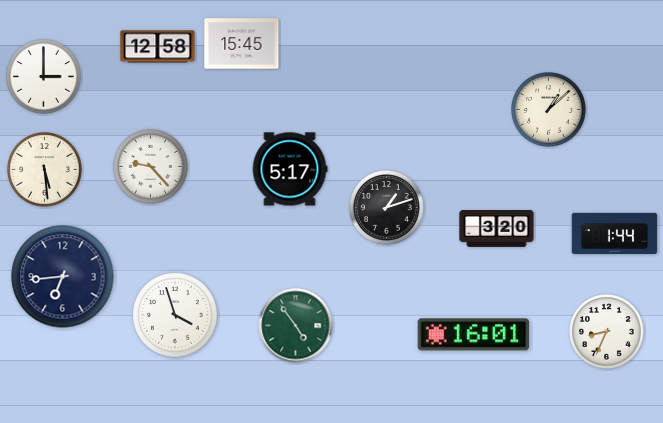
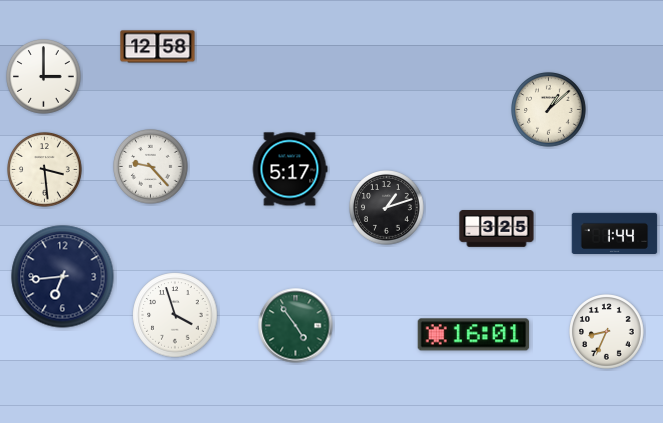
clock at (242, 44): 15:45 -> none
clock at (45, 170): 5:29 -> 3:29
clock at (497, 229): 3:20 -> 3:25
